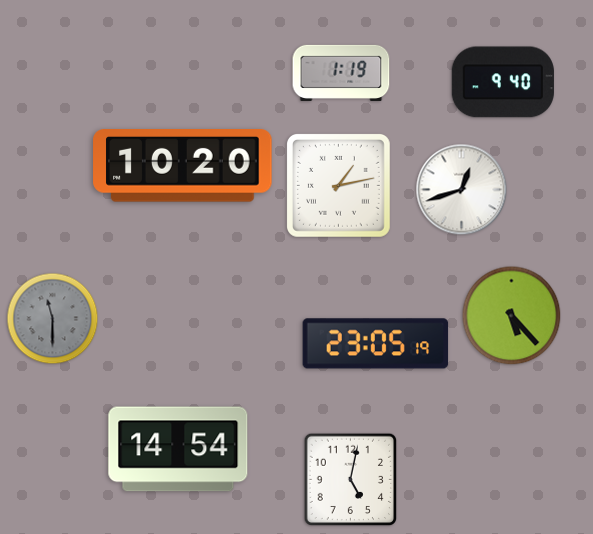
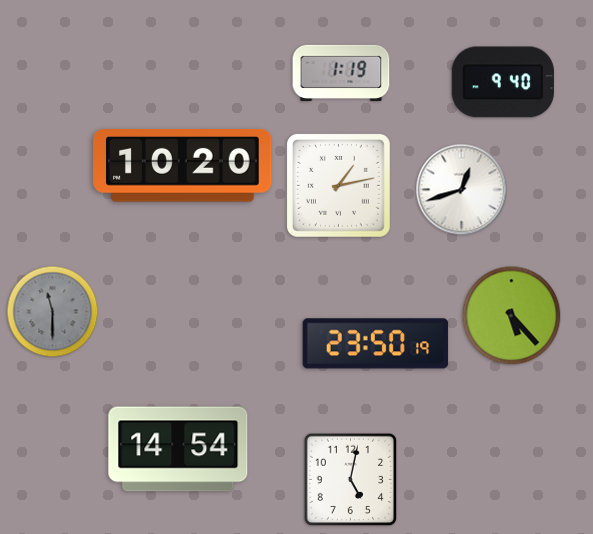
clock at (53, 319) position: (53, 319) -> (53, 312)
clock at (376, 344): 23:05 -> 23:50
